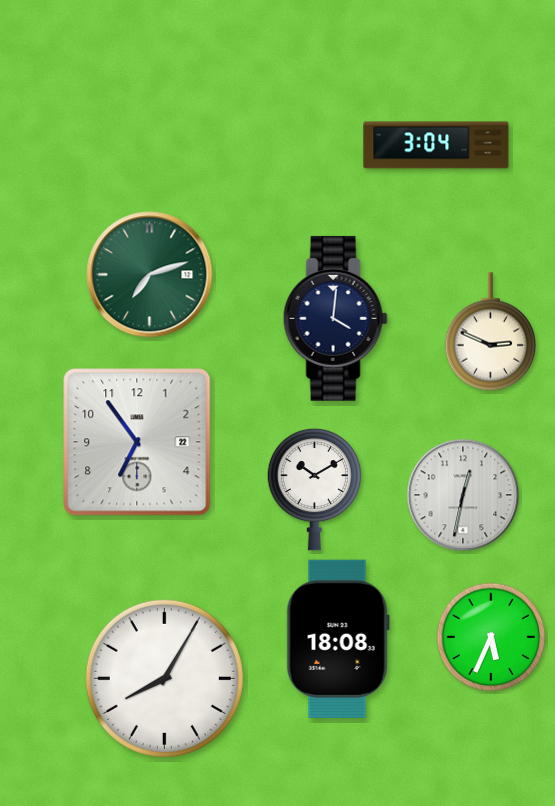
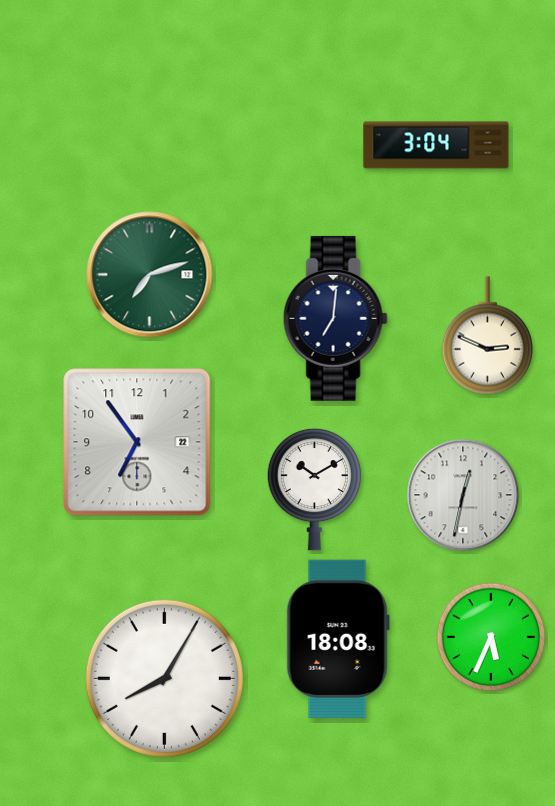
clock at (335, 318): 4:01 -> 7:01
clock at (490, 332) position: (490, 332) -> (487, 336)
